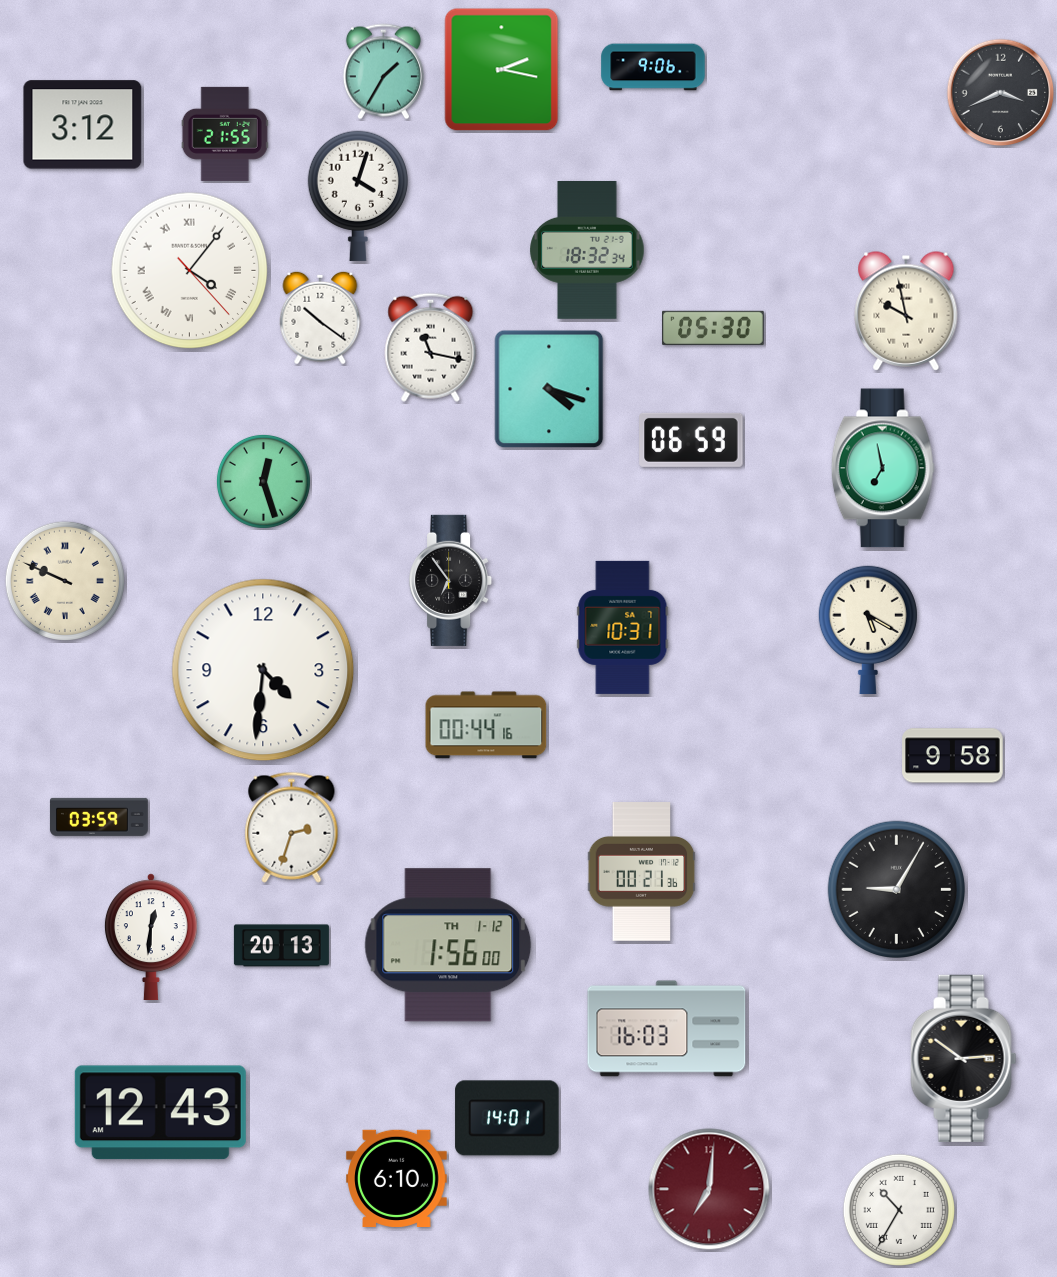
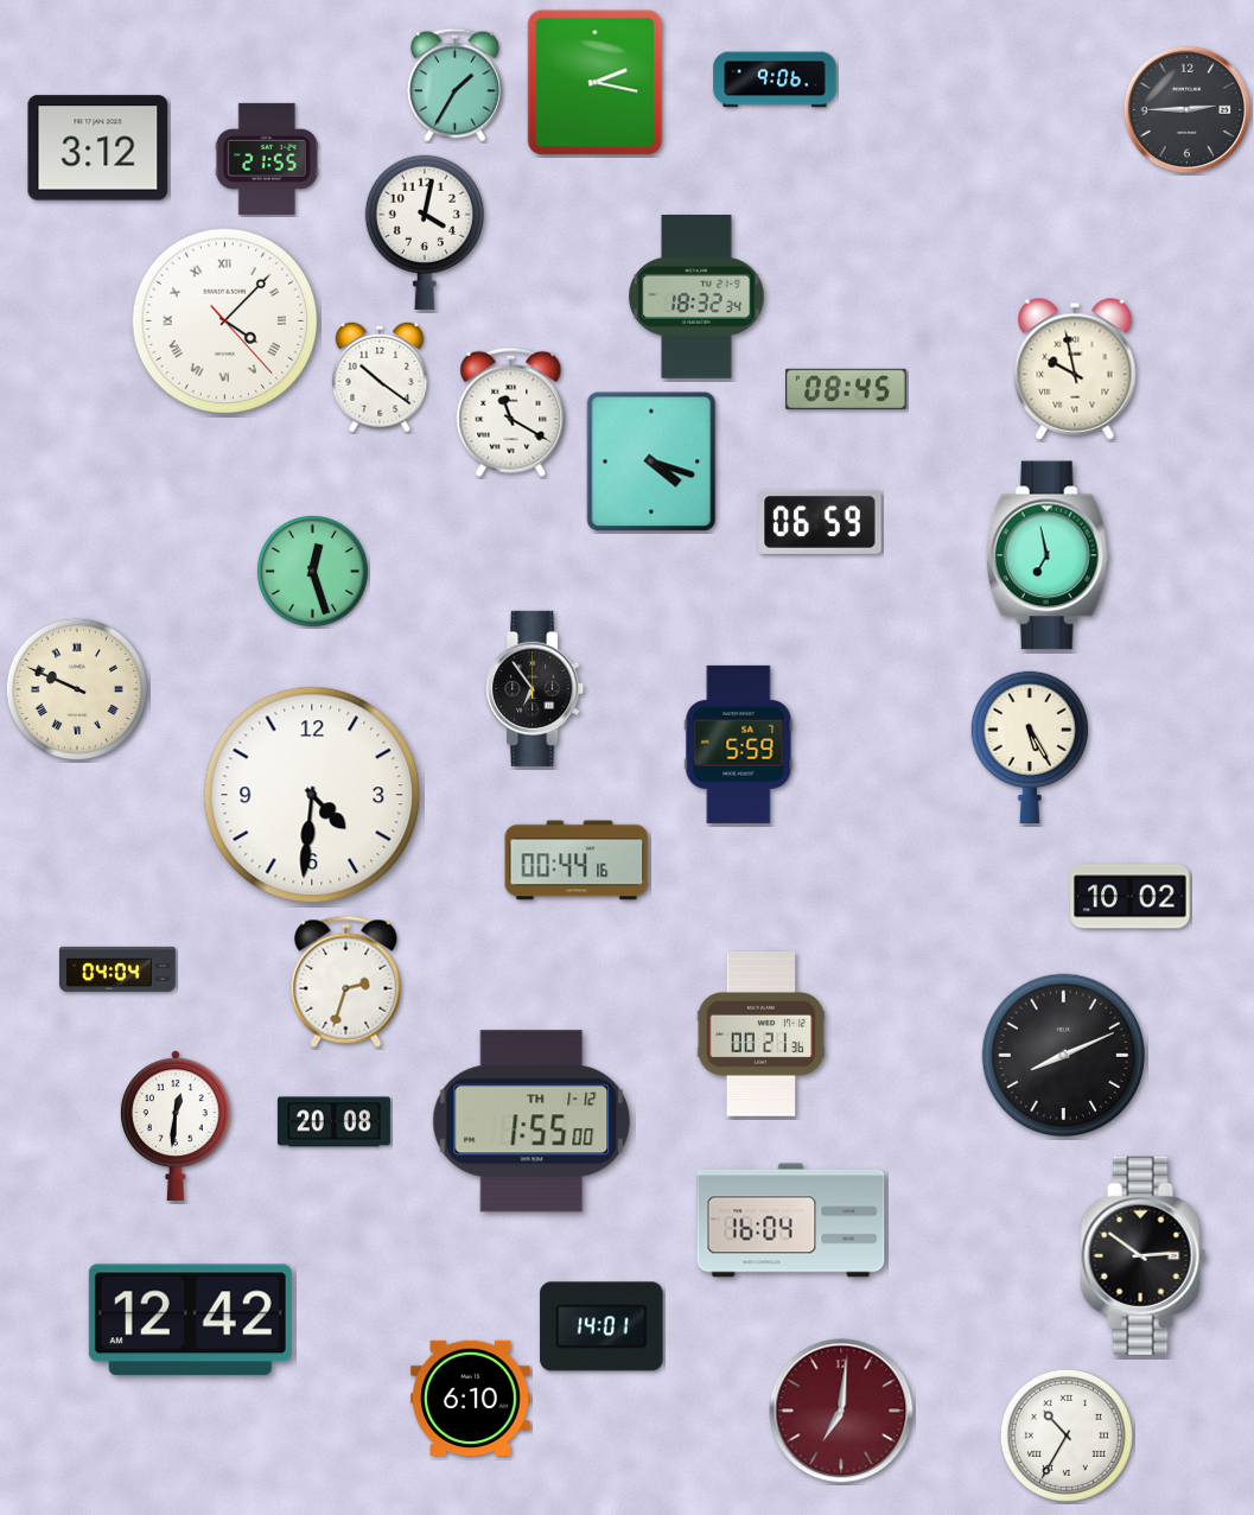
clock at (1001, 93): 3:41 -> 2:45
clock at (358, 196): 4:03 -> 4:02
clock at (190, 271): 4:06 -> 4:07
clock at (713, 328): 05:30 -> 08:45
clock at (431, 347): 11:17 -> 11:20
clock at (623, 627): 10:31 -> 5:59
clock at (868, 629): 5:20 -> 5:25
clock at (953, 756): 9:58 -> 10:02
clock at (99, 817): 03:59 -> 04:04
clock at (896, 889): 9:05 -> 8:11
clock at (151, 937) position: (151, 937) -> (176, 1126)
clock at (448, 945): 1:56 -> 1:55
clock at (281, 946): 20:13 -> 20:08
clock at (667, 1029): 16:03 -> 16:04
clock at (160, 1113): 12:43 -> 12:42
